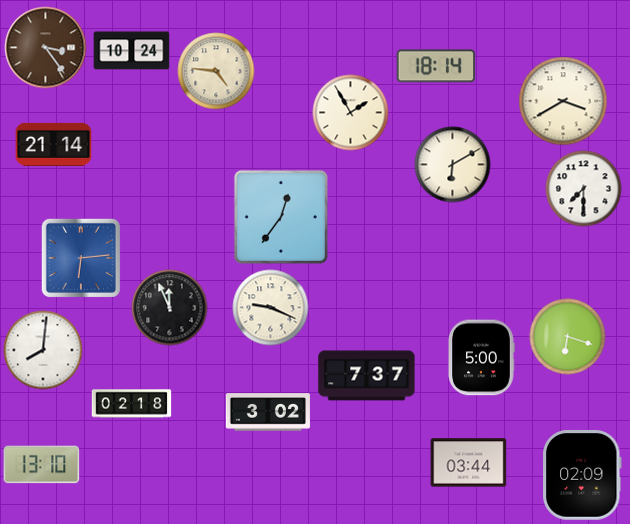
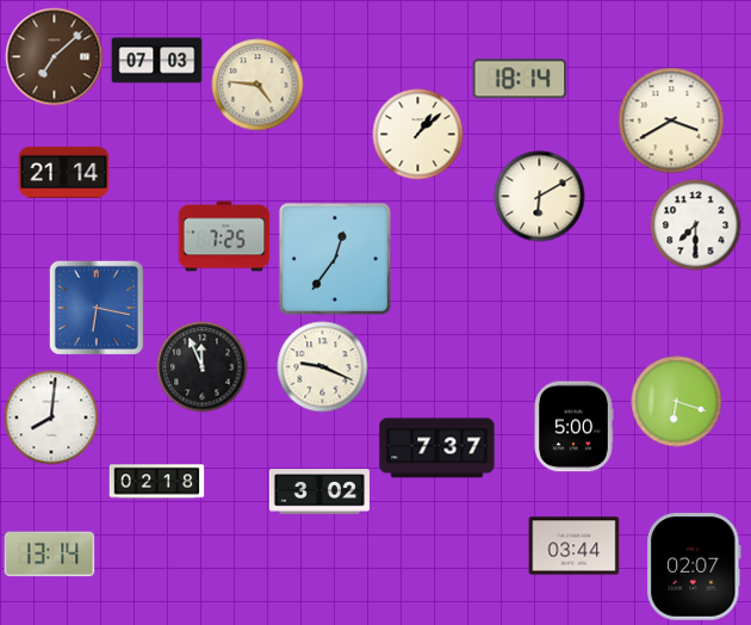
clock at (46, 48): 3:24 -> 7:08
clock at (132, 51): 10:24 -> 07:03
clock at (351, 113): 1:55 -> 1:08
clock at (224, 236): none -> 7:25
clock at (81, 258): 6:14 -> 6:17
clock at (469, 463) position: (469, 463) -> (575, 546)
clock at (42, 465): 13:10 -> 13:14
clock at (583, 476): 02:09 -> 02:07
